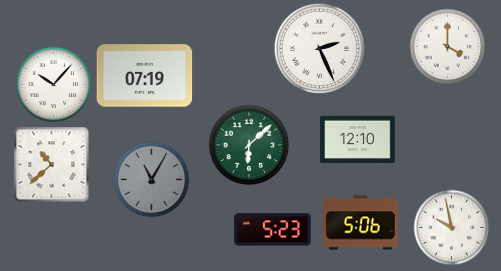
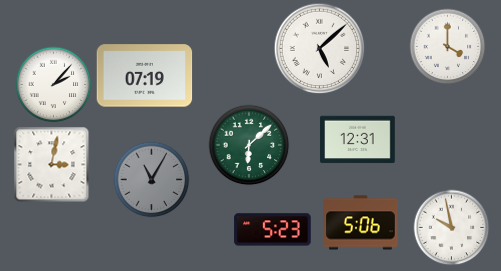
clock at (320, 49): 2:26 -> 5:08
clock at (54, 85): 10:07 -> 2:07
clock at (358, 140): 12:10 -> 12:31
clock at (52, 165): 10:38 -> 3:02
